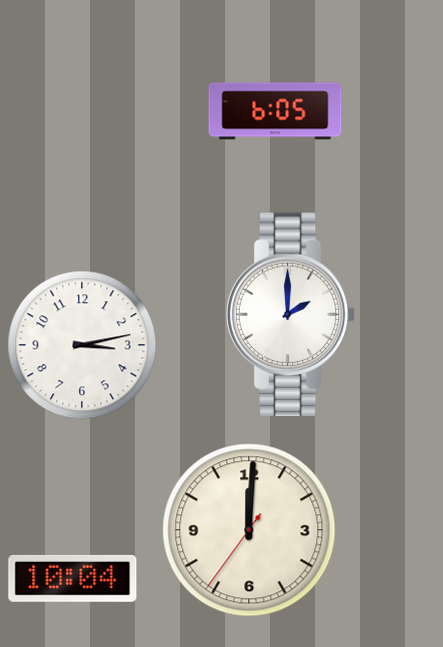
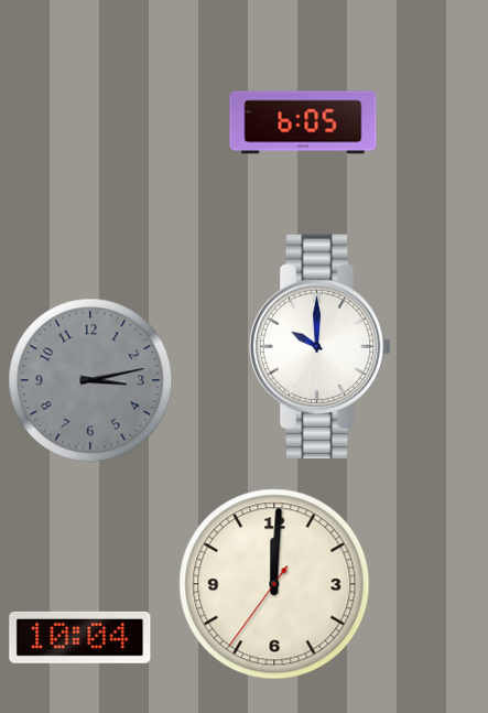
clock at (291, 315): 2:00 -> 10:00
clock at (82, 345) dial: white -> grey
